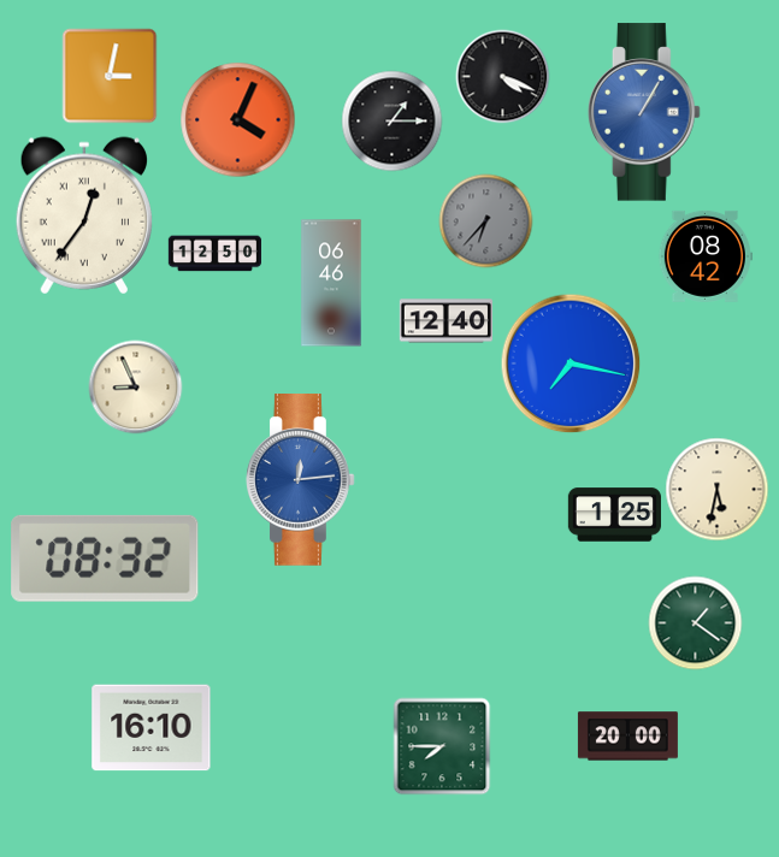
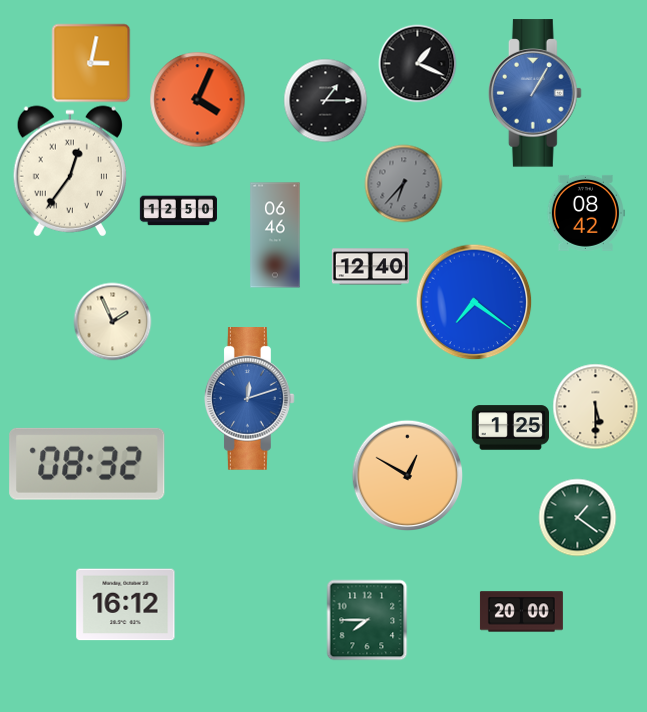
clock at (502, 76): 4:19 -> 1:19
clock at (83, 215) position: (83, 215) -> (69, 171)
clock at (571, 364): 7:17 -> 7:21
clock at (135, 386): 8:56 -> 1:56
clock at (301, 480): 12:14 -> 12:12
clock at (716, 489): 5:32 -> 5:30
clock at (407, 475): none -> 12:50
clock at (152, 728): 16:10 -> 16:12
